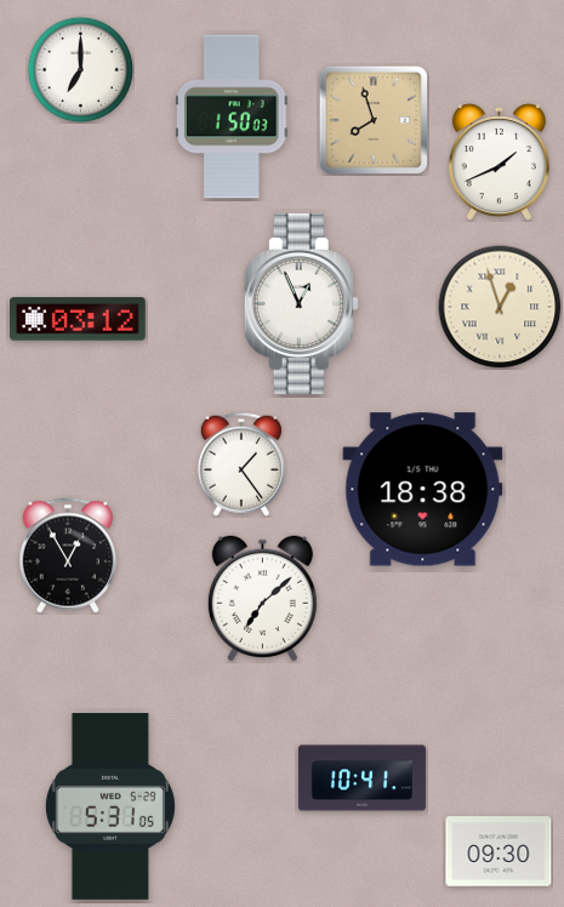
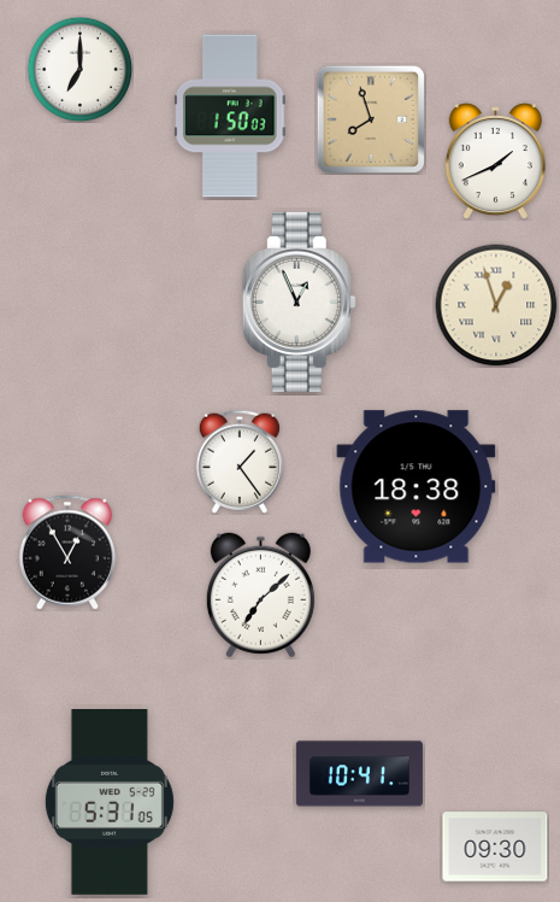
clock at (79, 319): 03:12 -> none
clock at (423, 490) position: (423, 490) -> (417, 487)
